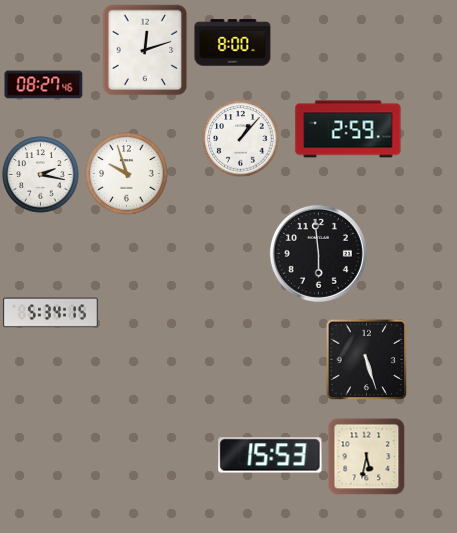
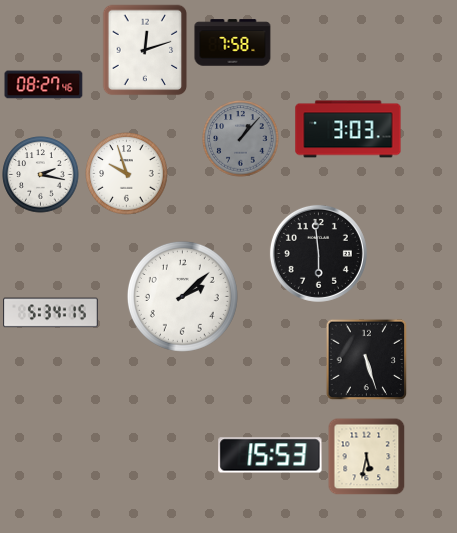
clock at (233, 43): 8:00 -> 7:58
clock at (348, 129): 2:59 -> 3:03
clock at (241, 139) dial: white -> grey
clock at (182, 296): none -> 2:08
